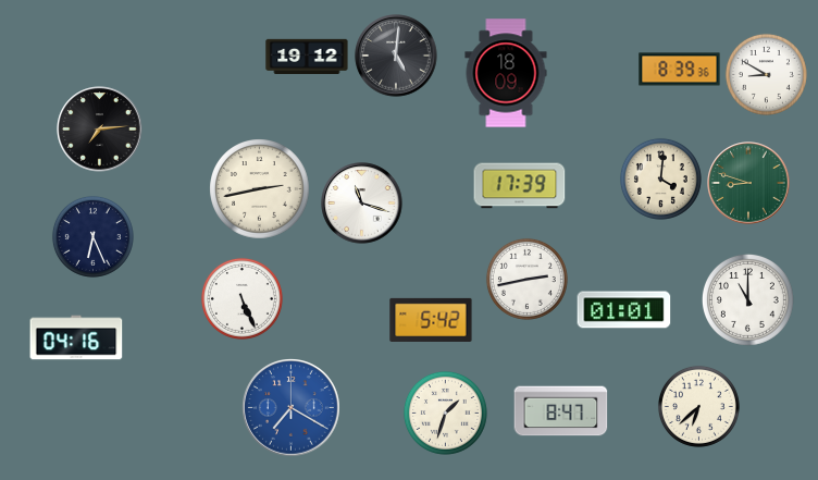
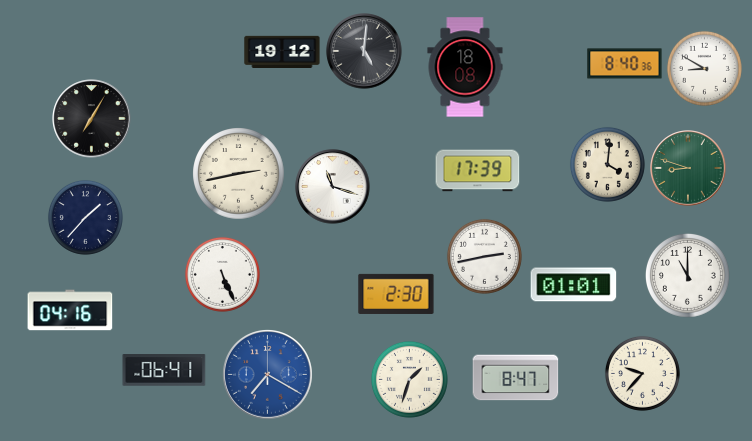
clock at (680, 70): 8:39 -> 8:40
clock at (506, 73): 18:09 -> 18:08
clock at (100, 130): 7:14 -> 7:05
clock at (92, 236): 6:26 -> 1:37
clock at (431, 320): 5:42 -> 2:30
clock at (164, 370): none -> 06:41
clock at (698, 406): 6:38 -> 9:37
